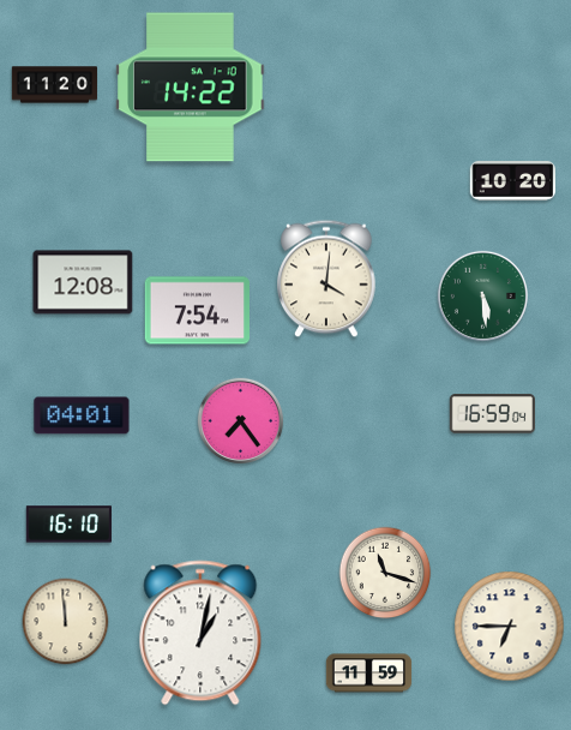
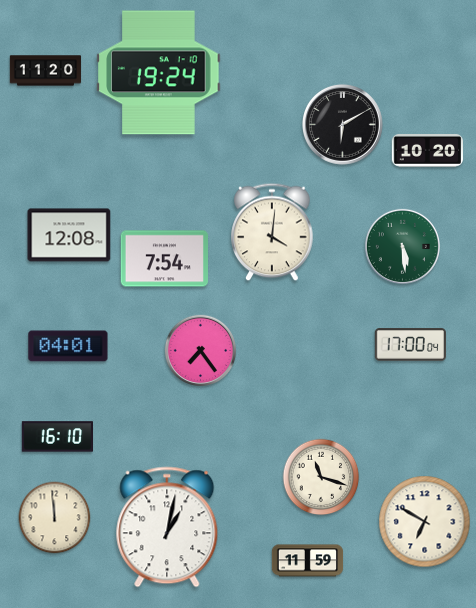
clock at (191, 88): 14:22 -> 19:24
clock at (342, 124): none -> 6:10
clock at (492, 414): 16:59 -> 17:00
clock at (510, 627): 6:45 -> 6:50
